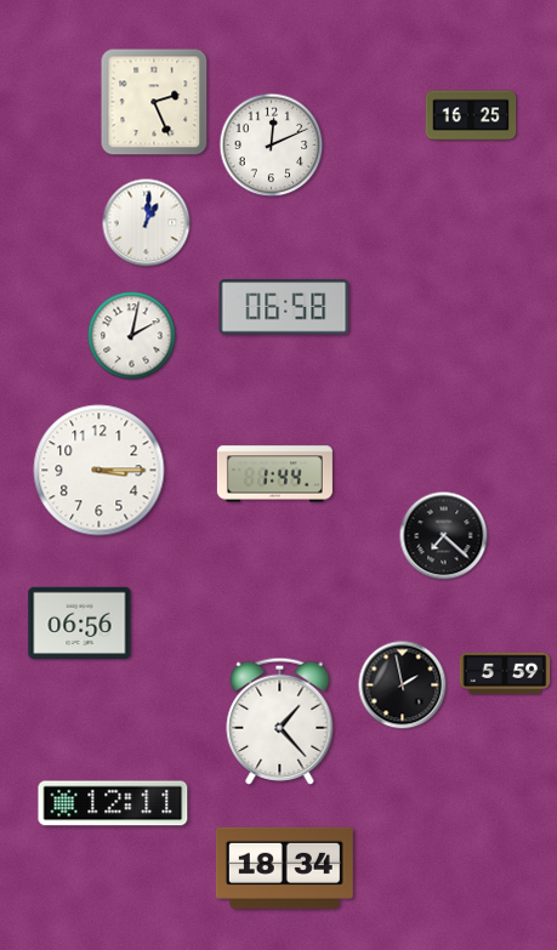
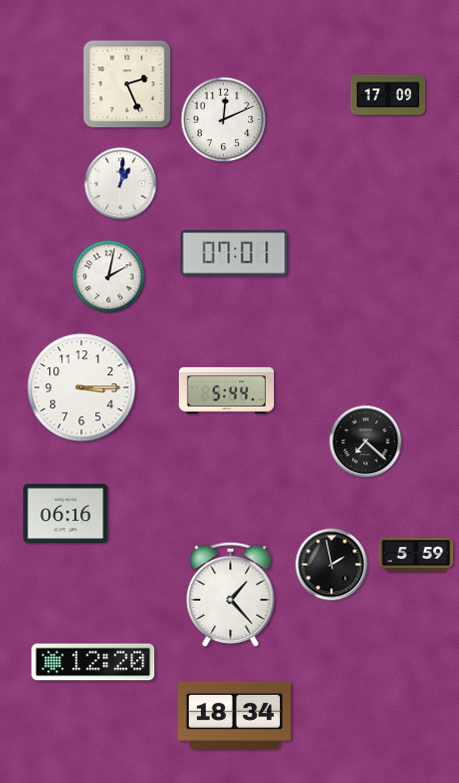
clock at (471, 115): 16:25 -> 17:09
clock at (284, 307): 06:58 -> 07:01
clock at (274, 474): 1:44 -> 5:44
clock at (80, 622): 06:56 -> 06:16
clock at (113, 803): 12:11 -> 12:20
